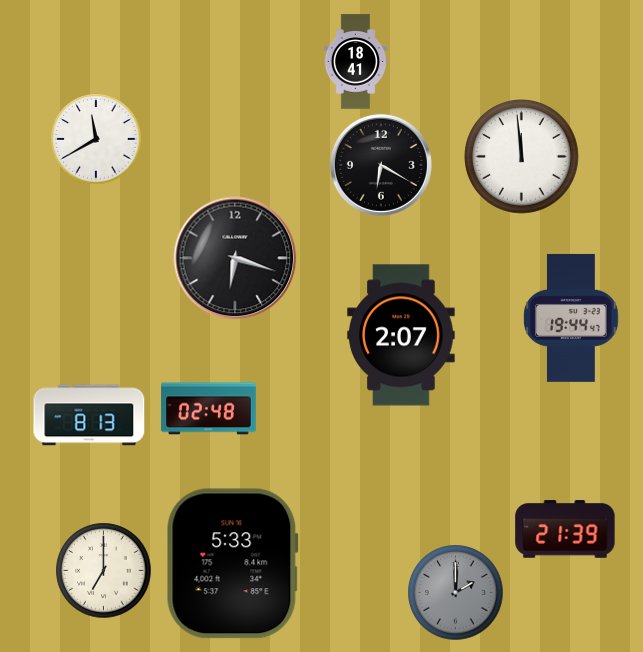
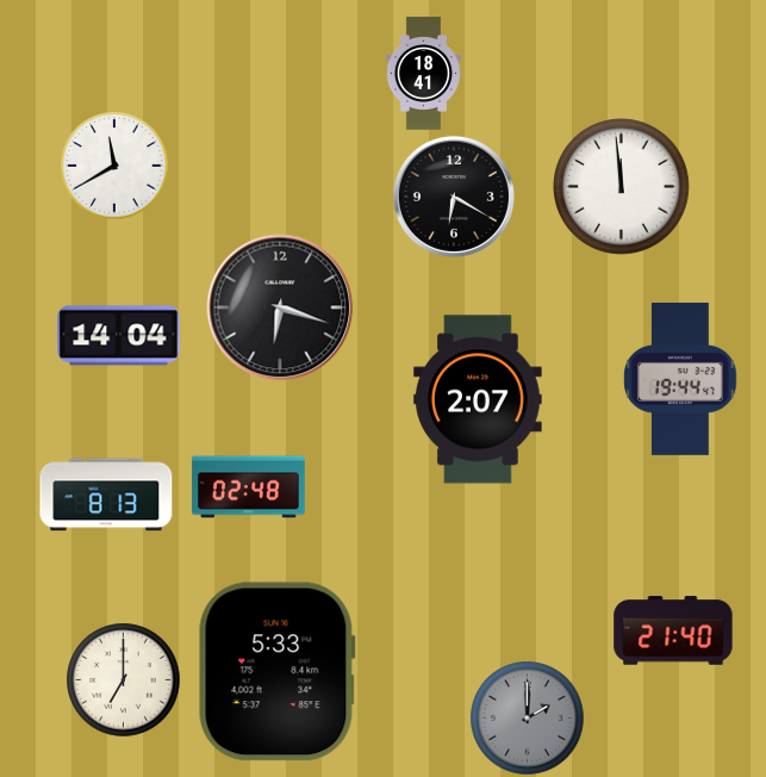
clock at (119, 336): none -> 14:04
clock at (565, 529): 21:39 -> 21:40
clock at (456, 593) position: (456, 593) -> (528, 719)
